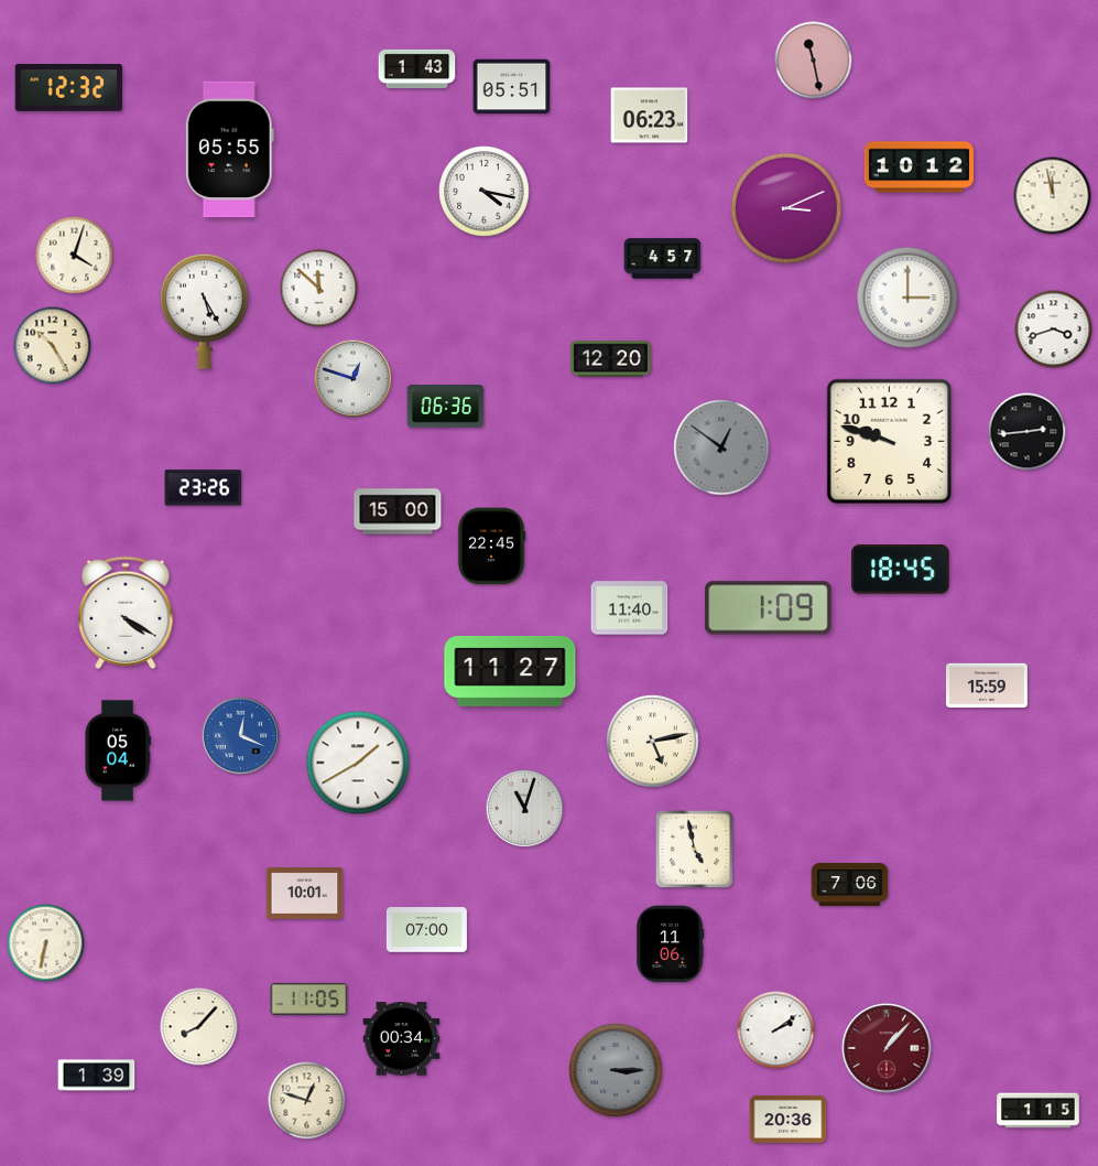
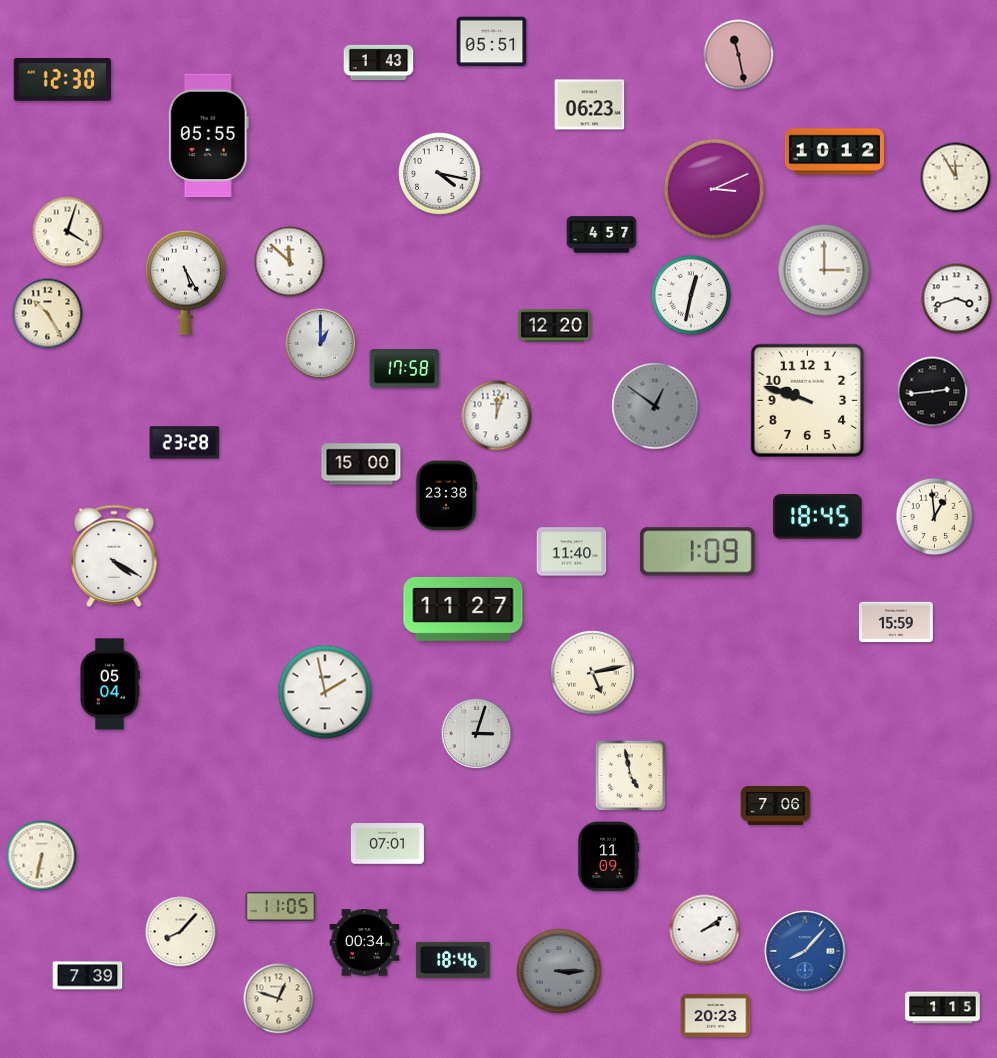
clock at (512, 87) position: (512, 87) -> (492, 42)
clock at (69, 88): 12:32 -> 12:30
clock at (1053, 196): 11:58 -> 11:55
clock at (691, 295): none -> 12:32
clock at (354, 379): 12:48 -> 1:00
clock at (446, 407): 06:36 -> 17:58
clock at (497, 416): none -> 12:03
clock at (204, 488): 23:26 -> 23:28
clock at (491, 547): 22:45 -> 23:38
clock at (935, 517): none -> 12:59
clock at (241, 736): 12:19 -> none
clock at (118, 751) position: (118, 751) -> (110, 684)
clock at (358, 763): 1:40 -> 1:58
clock at (525, 809): 11:03 -> 3:03
clock at (694, 849) position: (694, 849) -> (630, 775)
clock at (850, 884) position: (850, 884) -> (776, 805)
clock at (305, 894): 10:01 -> none
clock at (426, 930): 07:00 -> 07:01
clock at (670, 944): 11:06 -> 11:09
clock at (776, 1030) position: (776, 1030) -> (705, 930)
clock at (887, 1048): 1:07 -> 8:07
clock at (887, 1048) dial: burgundy -> blue
clock at (453, 960): none -> 18:46
clock at (97, 1076): 1:39 -> 7:39
clock at (789, 1119): 20:36 -> 20:23
